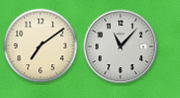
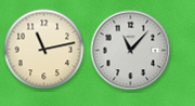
clock at (41, 46): 7:09 -> 11:13
